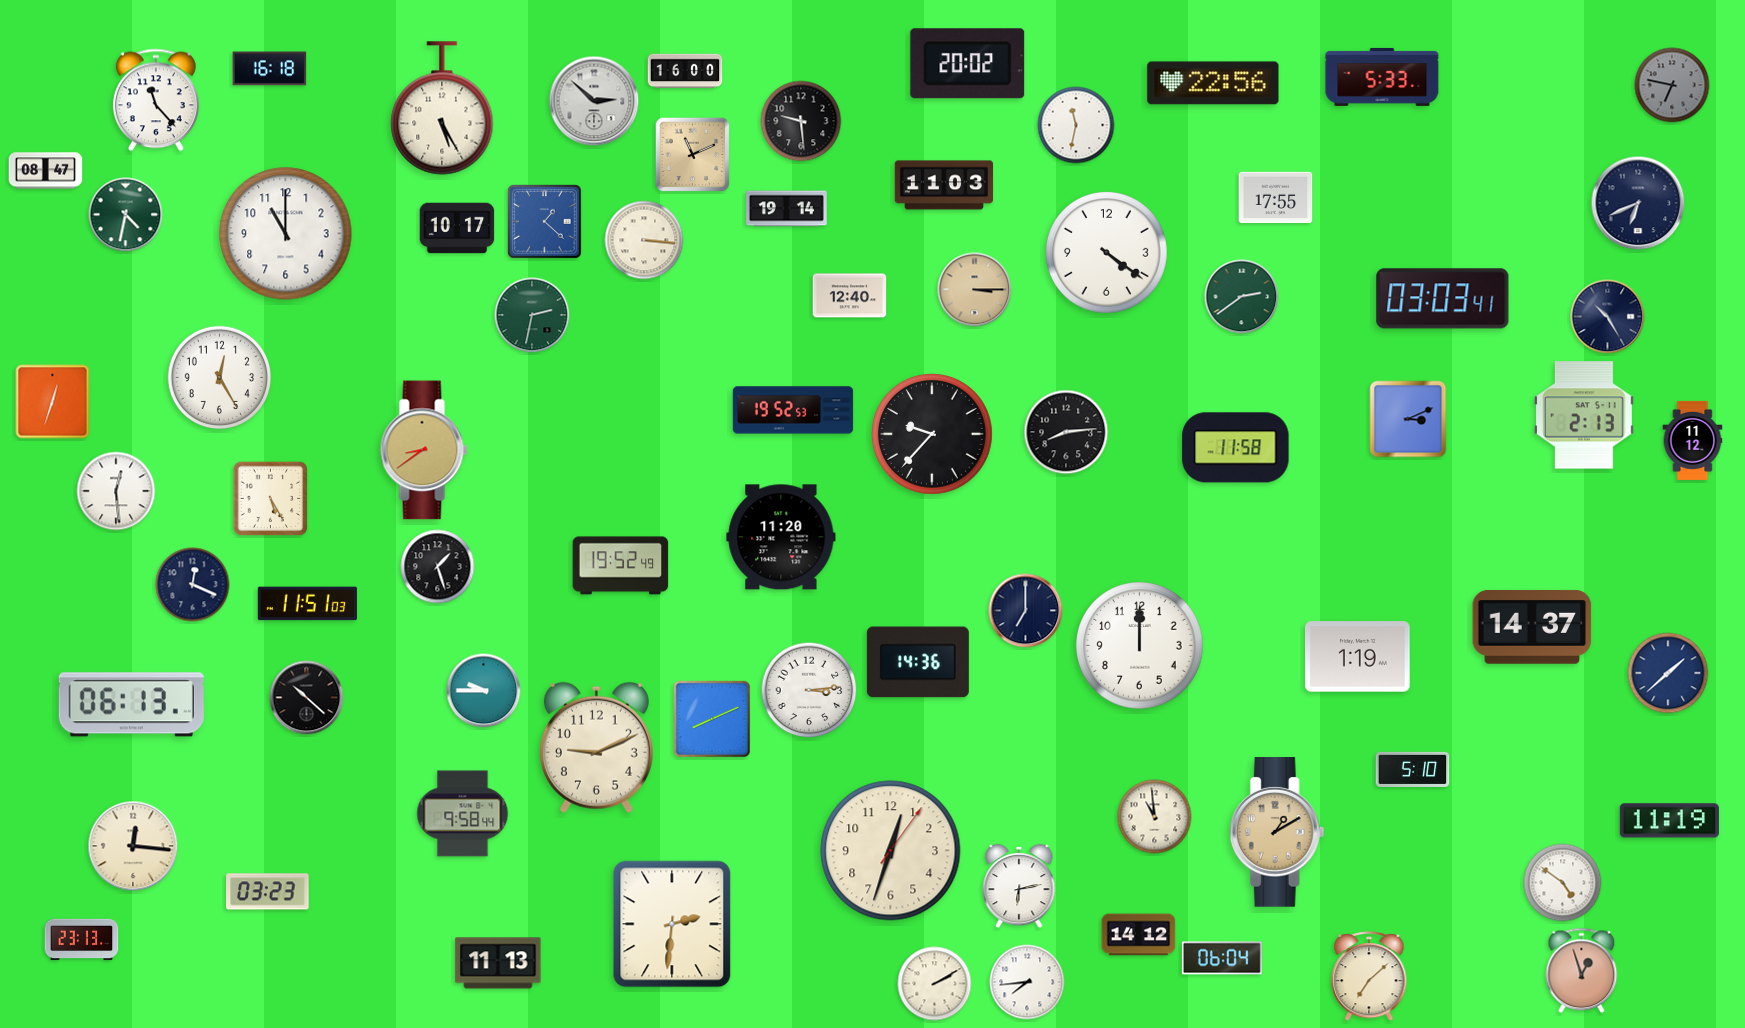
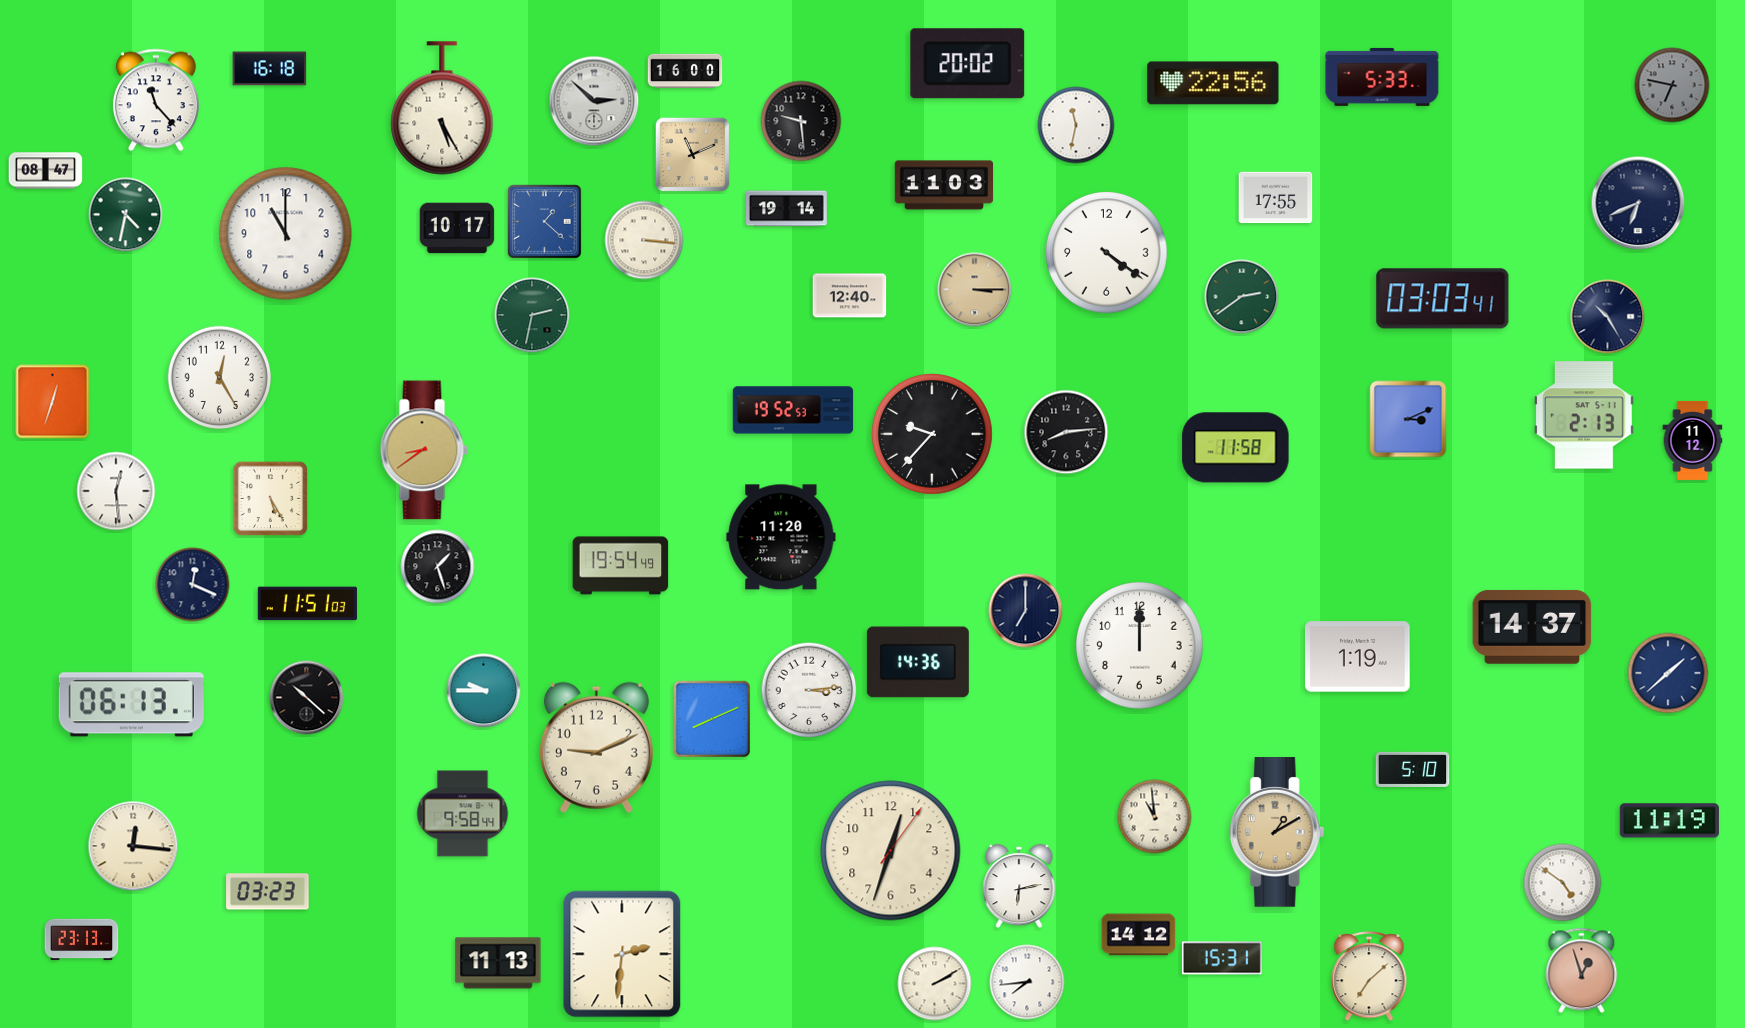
clock at (621, 566): 19:52 -> 19:54
clock at (672, 924) position: (672, 924) -> (622, 954)
clock at (1222, 958): 06:04 -> 15:31
